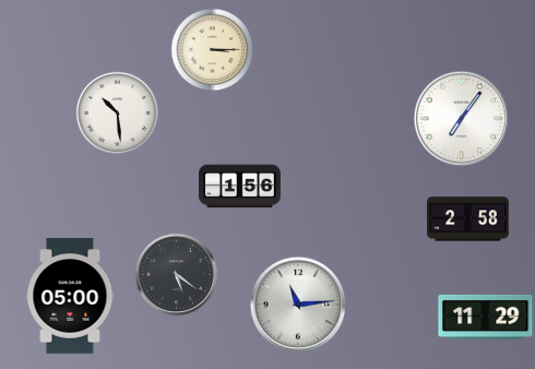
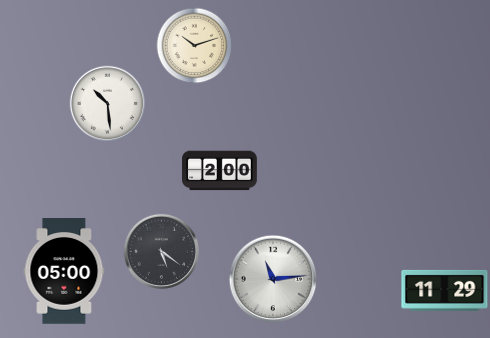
clock at (213, 50): 3:15 -> 10:12
clock at (462, 119): 7:06 -> none
clock at (240, 187): 1:56 -> 2:00
clock at (468, 219): 2:58 -> none
